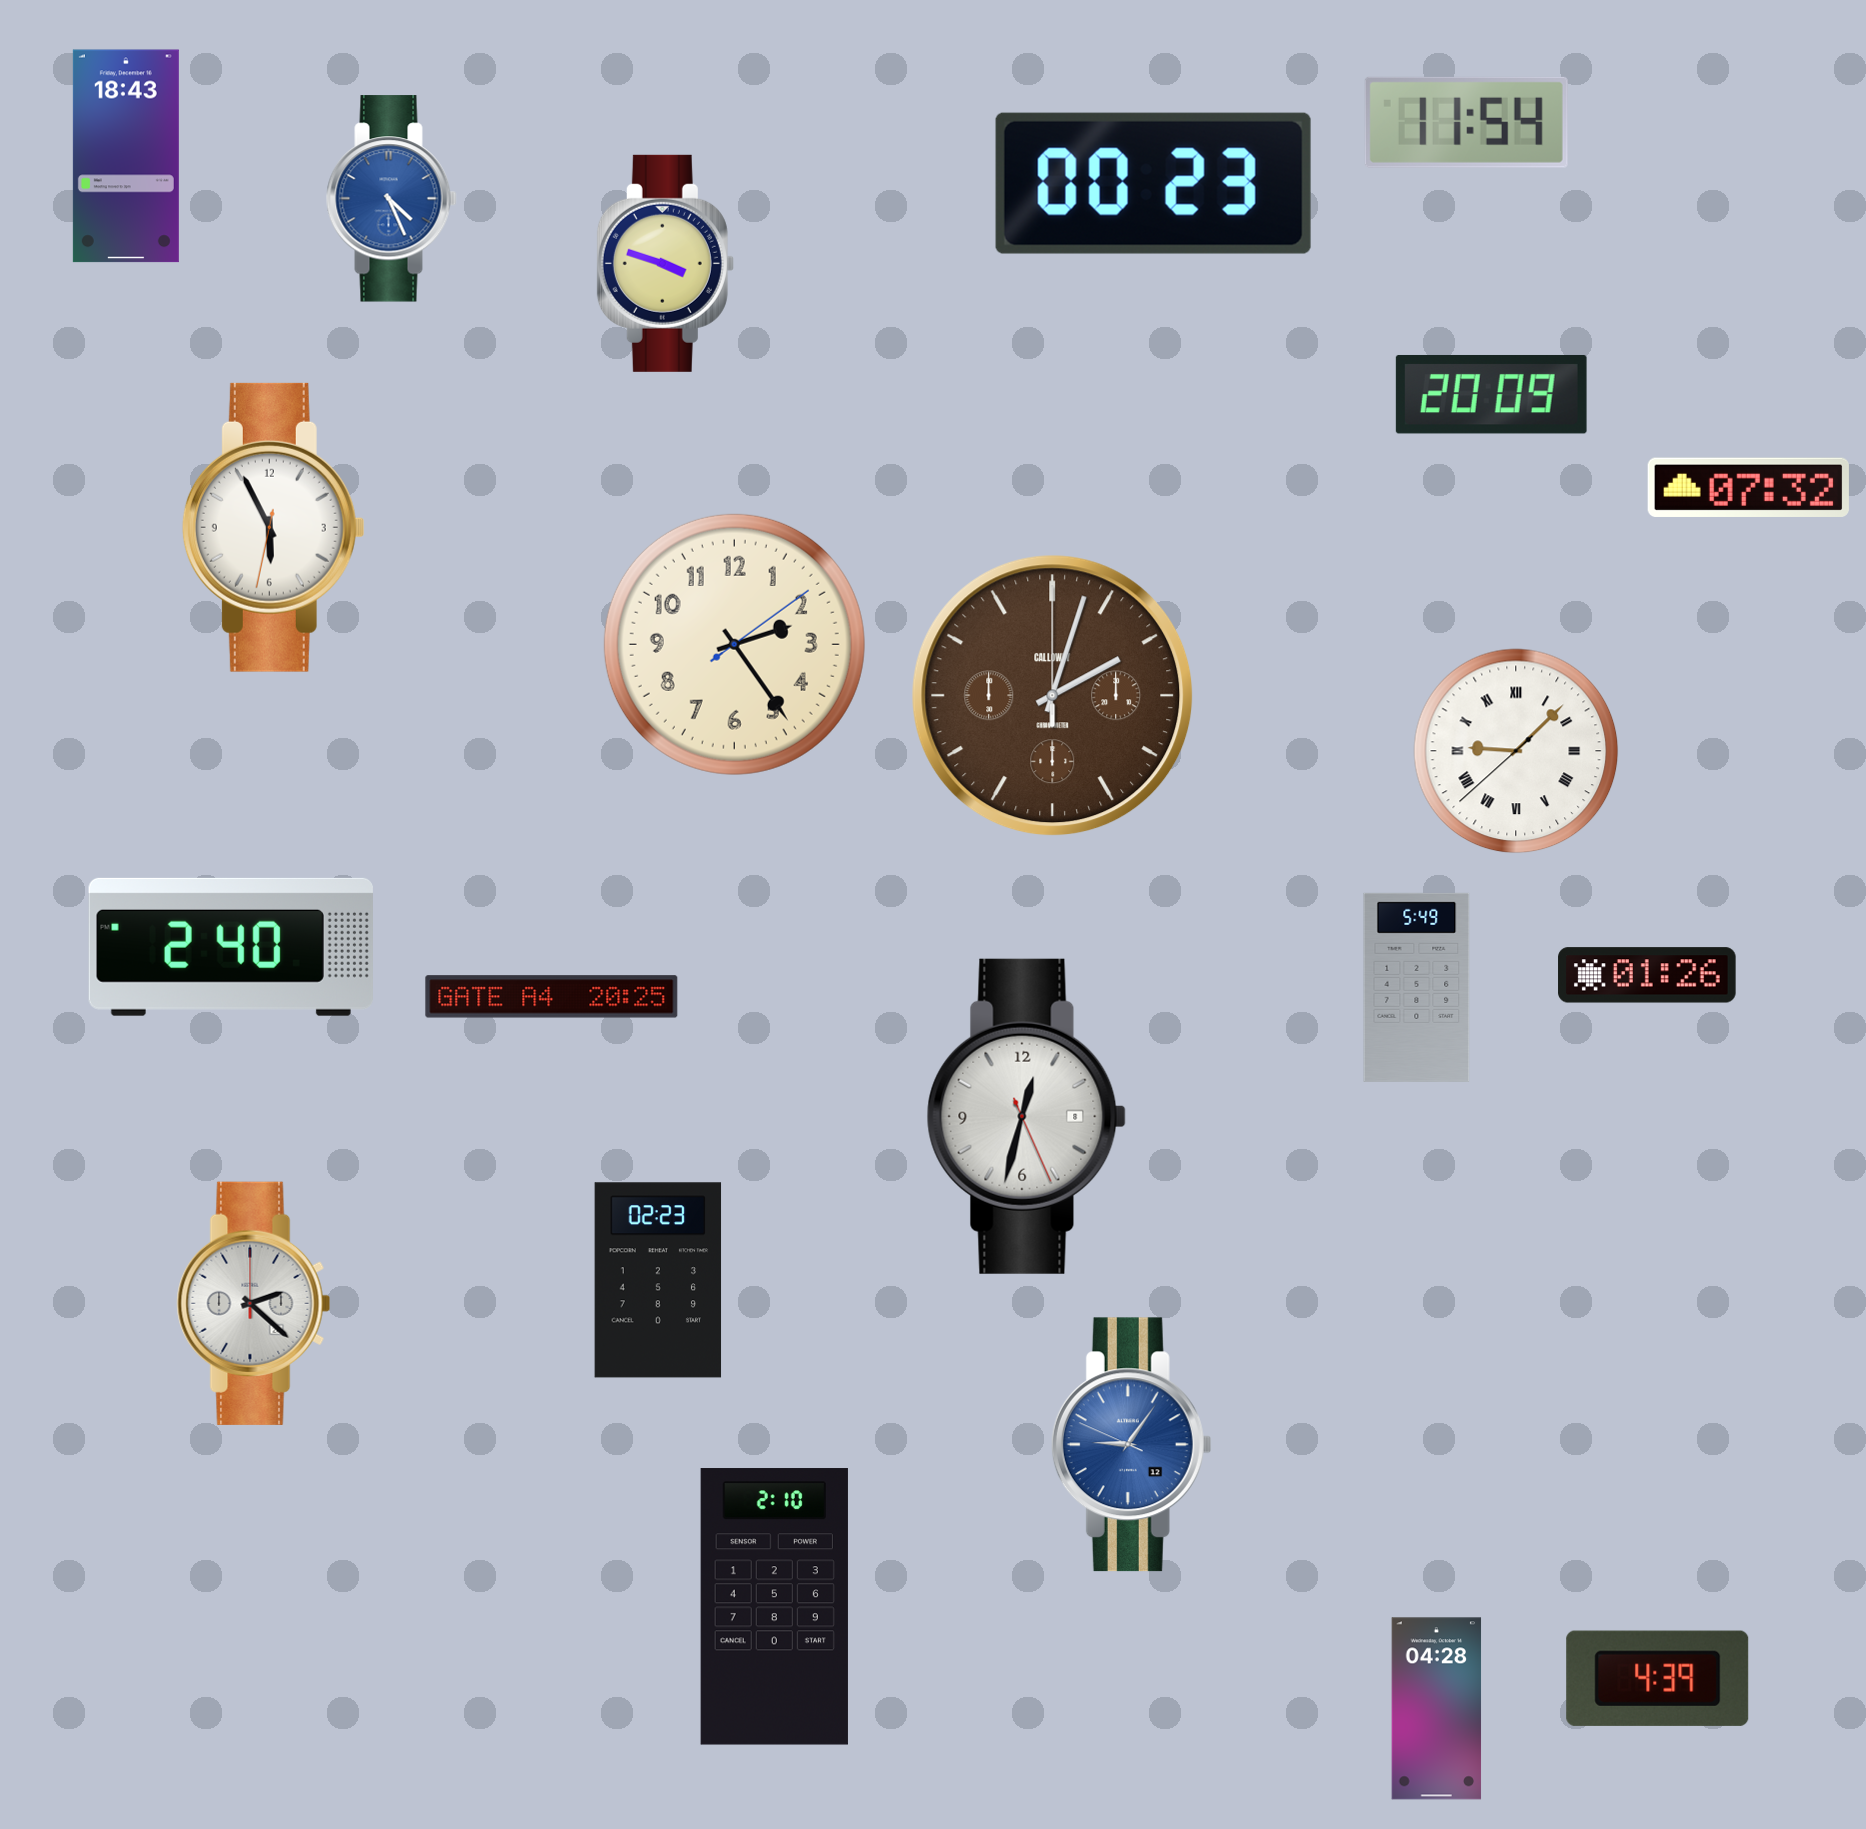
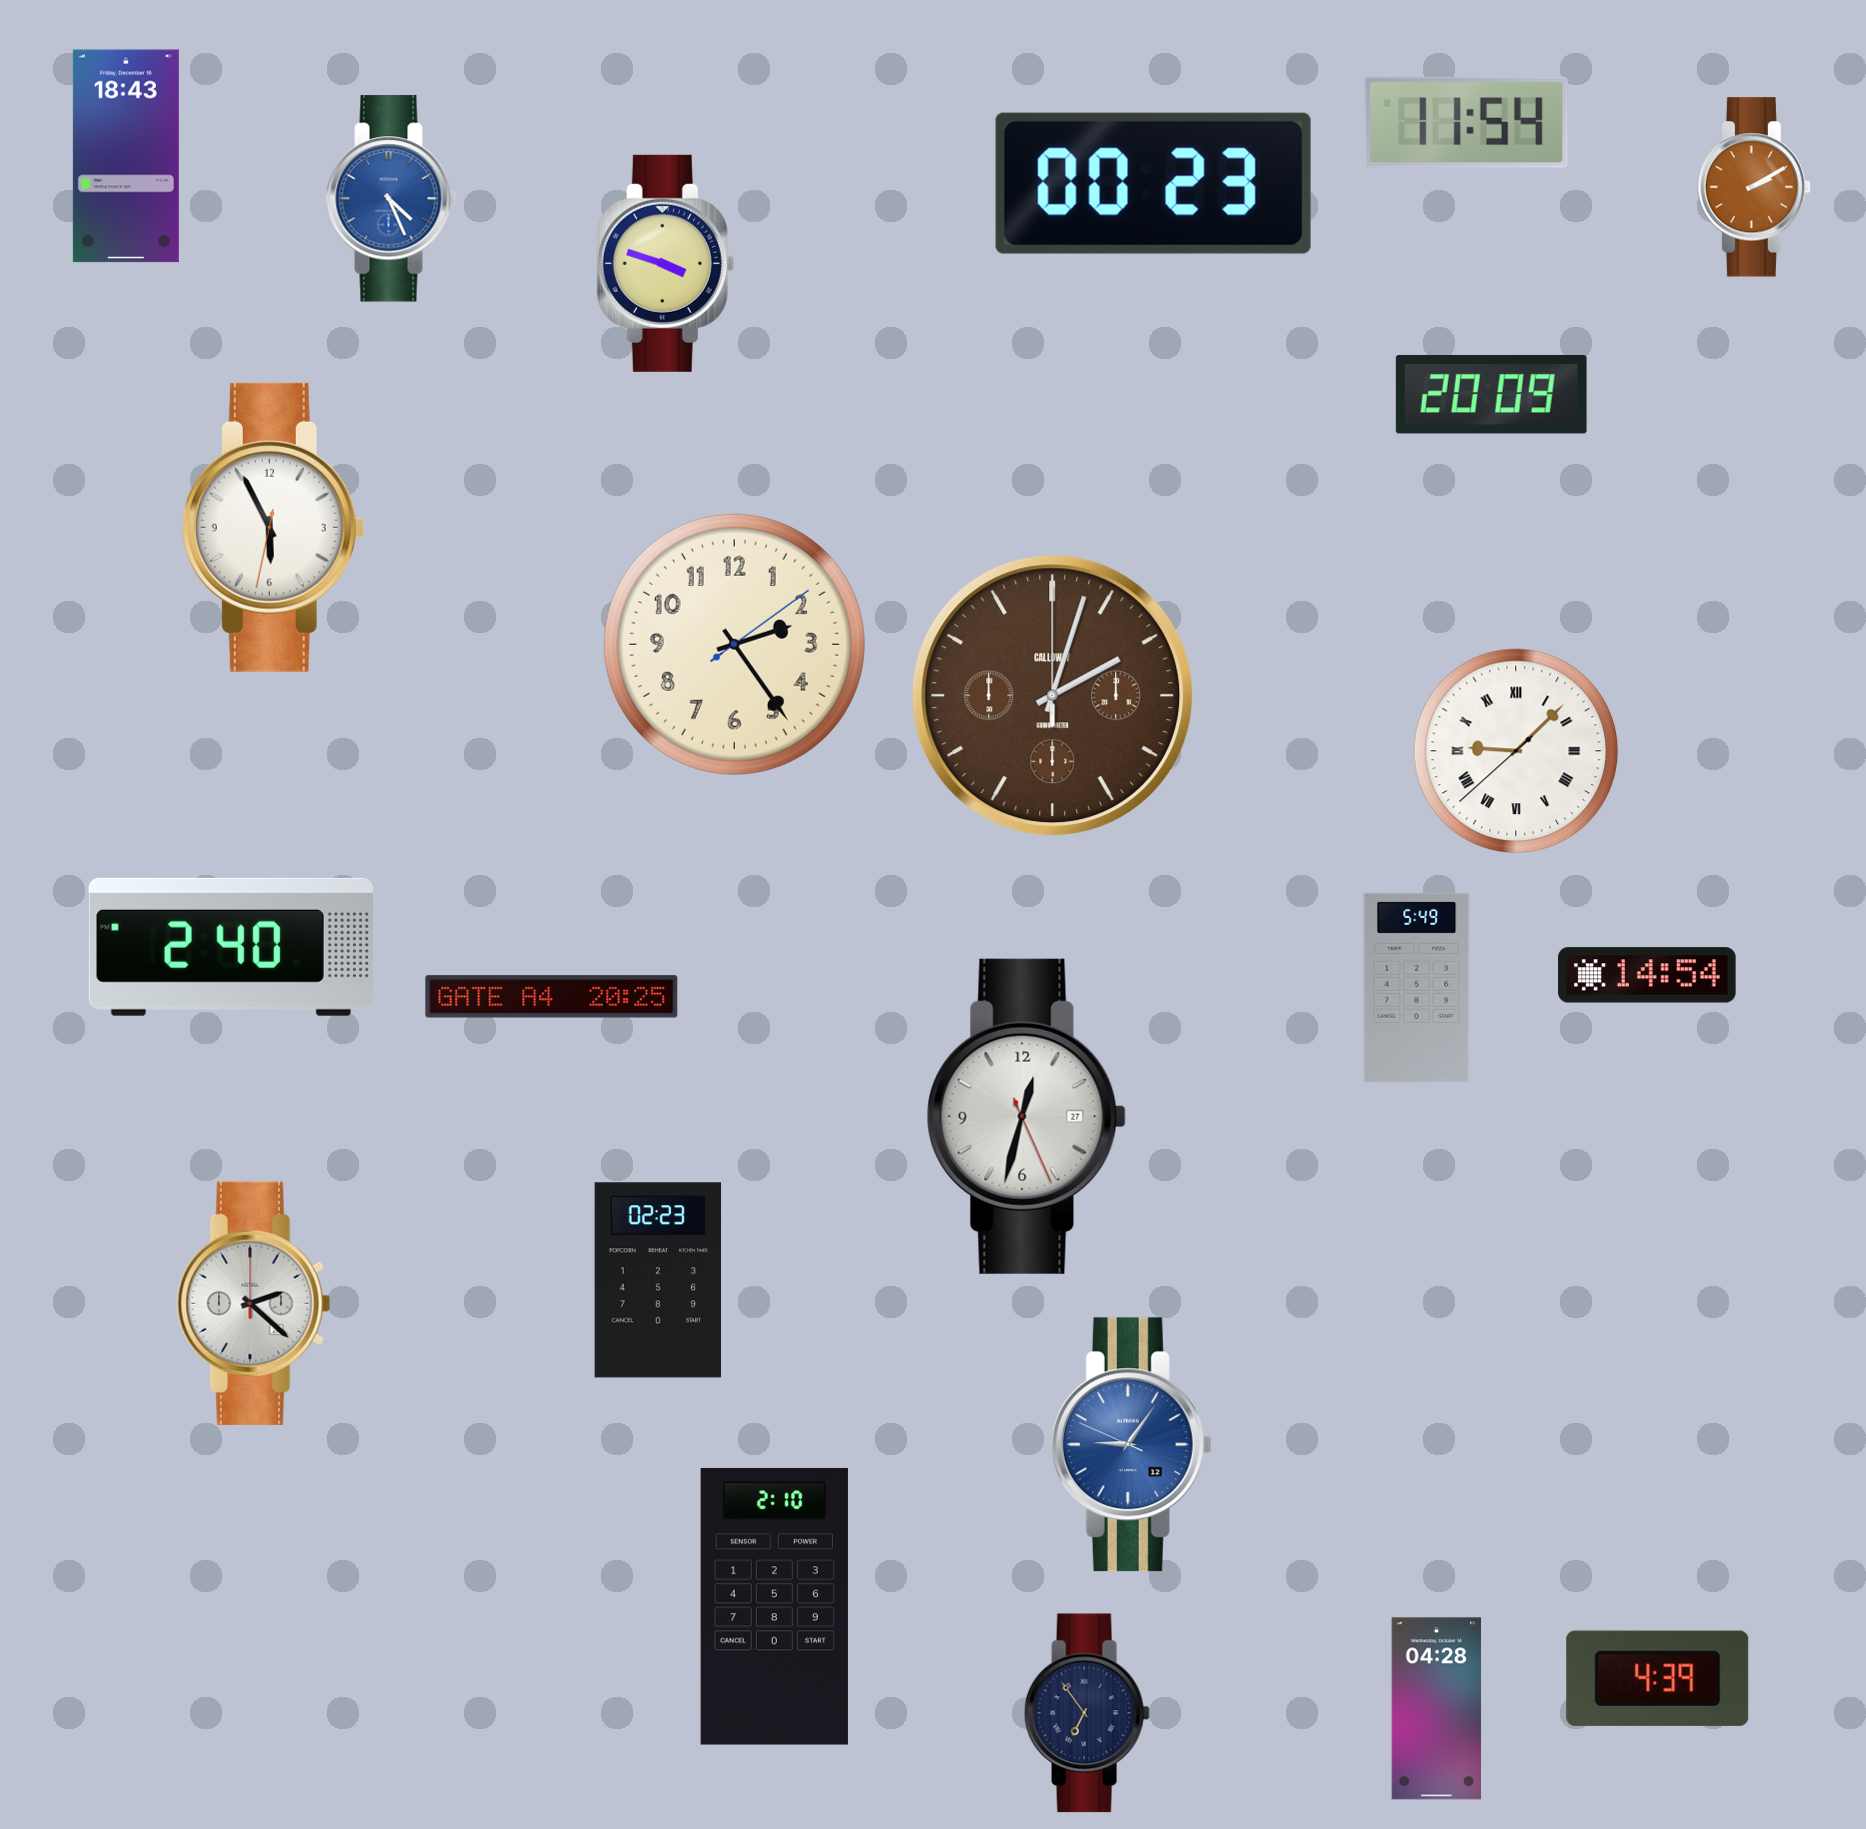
clock at (1753, 187): none -> 2:10
clock at (1748, 487): 07:32 -> none
clock at (1647, 975): 01:26 -> 14:54
clock at (1026, 1116) date: 8 -> 27
clock at (1087, 1713): none -> 6:54
